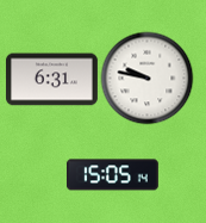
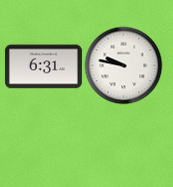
clock at (112, 175): 15:05 -> none
